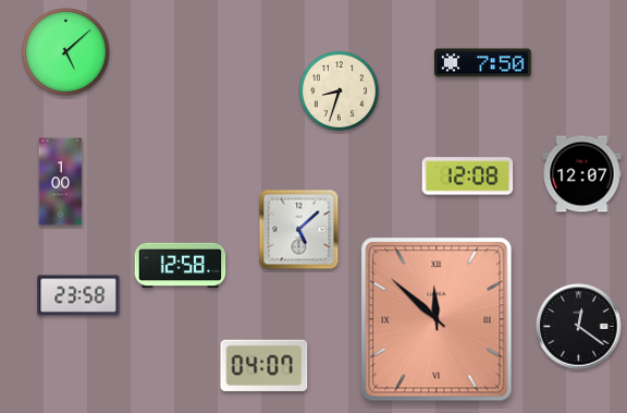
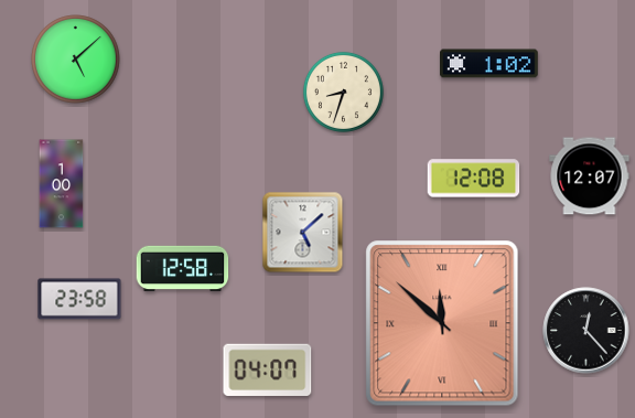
clock at (66, 52) position: (66, 52) -> (76, 60)
clock at (483, 63): 7:50 -> 1:02
clock at (579, 327): 12:21 -> 12:23
